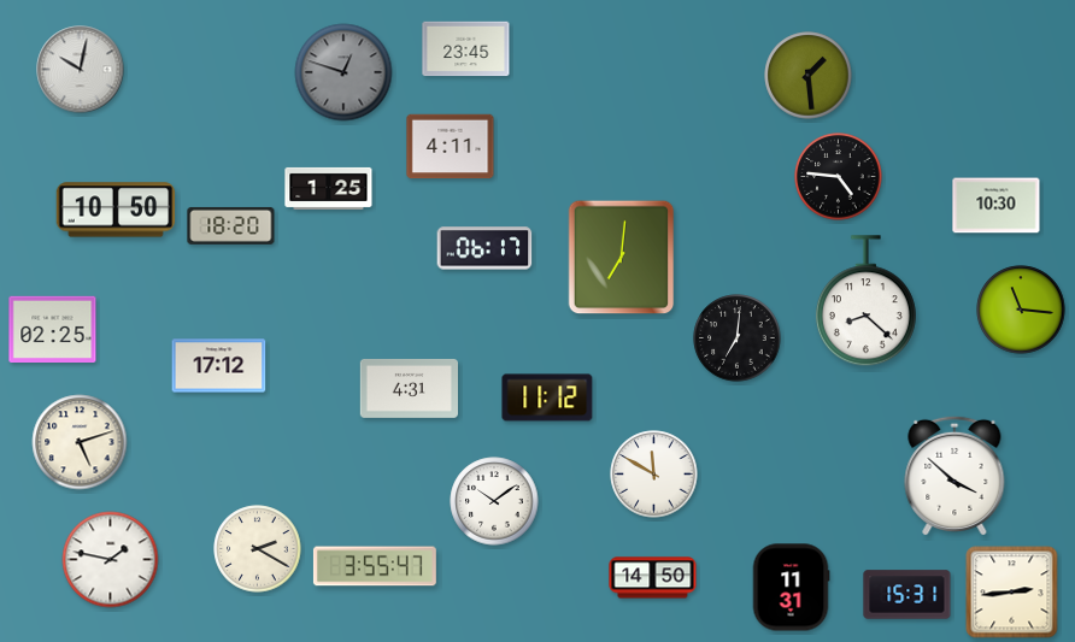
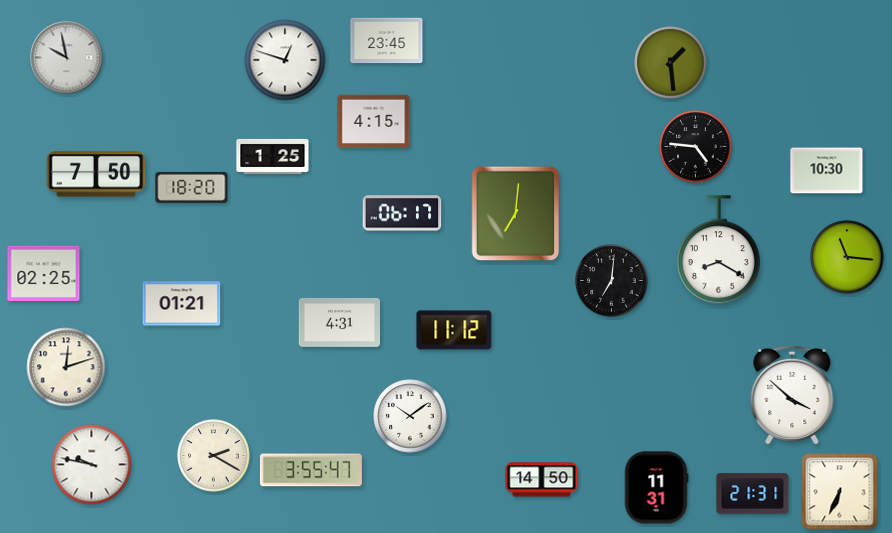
clock at (81, 70): 10:02 -> 9:58
clock at (343, 72) dial: grey -> white
clock at (451, 147): 4:11 -> 4:15
clock at (116, 210): 10:50 -> 7:50
clock at (484, 248) position: (484, 248) -> (402, 213)
clock at (865, 301): 8:22 -> 8:20
clock at (219, 366): 17:12 -> 01:21
clock at (80, 442): 5:12 -> 12:12
clock at (654, 475): 11:50 -> none
clock at (111, 560): 1:47 -> 9:47
clock at (1012, 593): 2:44 -> 6:34
clock at (907, 595): 15:31 -> 21:31
